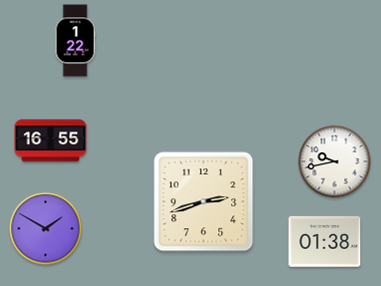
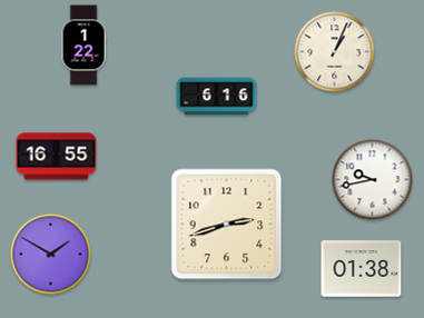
clock at (335, 52): none -> 1:04
clock at (217, 97): none -> 6:16
